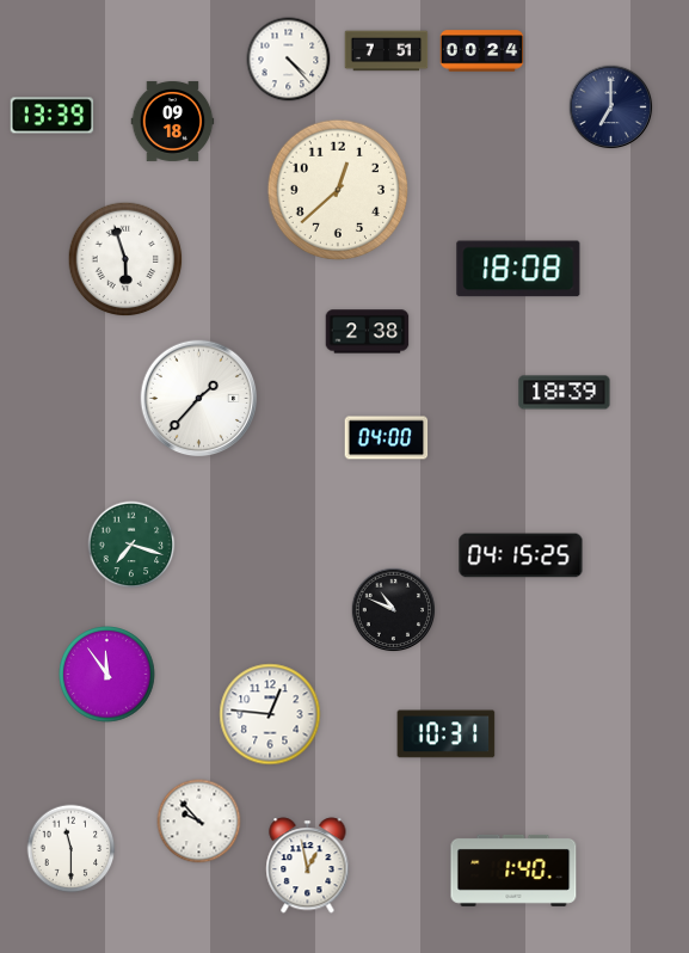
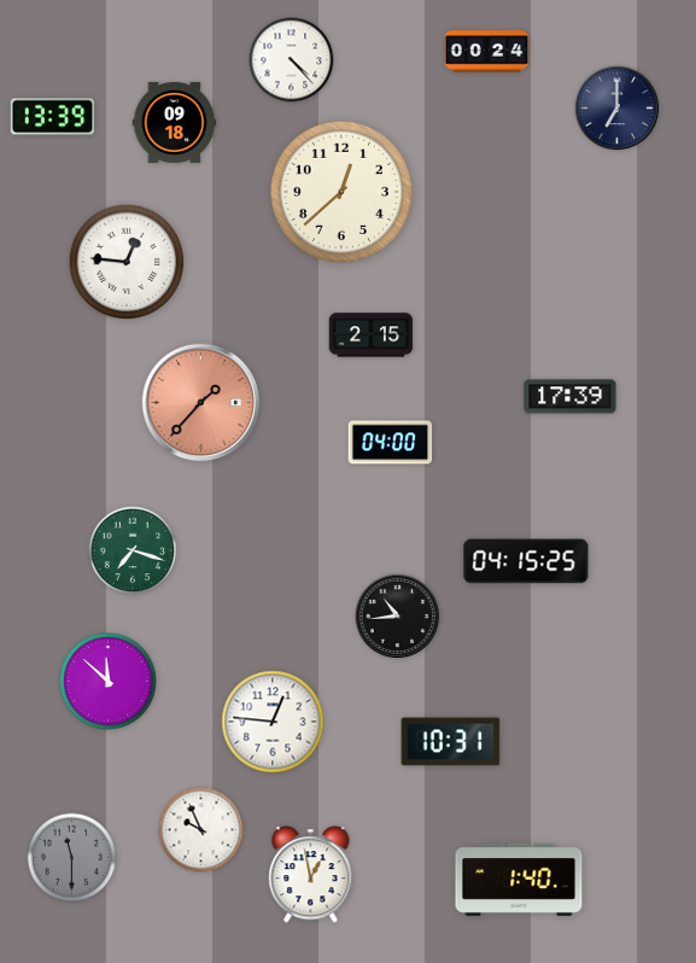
clock at (387, 51): 7:51 -> none
clock at (125, 259): 5:57 -> 12:46
clock at (518, 269): 18:08 -> none
clock at (368, 332): 2:38 -> 2:15
clock at (565, 393): 18:39 -> 17:39
clock at (199, 399) dial: white -> salmon
clock at (394, 610): 10:49 -> 10:44
clock at (107, 675): 11:54 -> 11:52
clock at (199, 822): 9:53 -> 9:56
clock at (72, 849) dial: white -> grey
